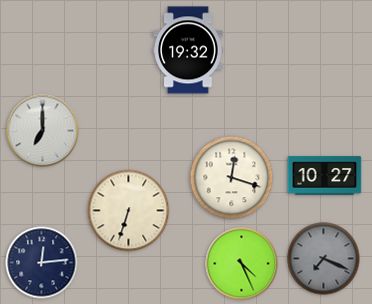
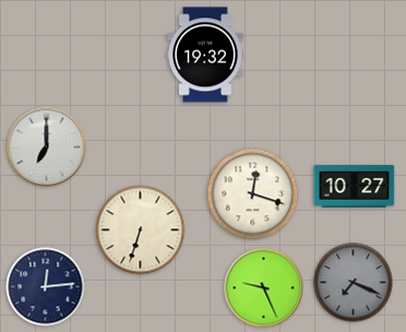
clock at (43, 131) position: (43, 131) -> (47, 147)
clock at (325, 176) position: (325, 176) -> (355, 187)
clock at (242, 264): 4:26 -> 9:26
